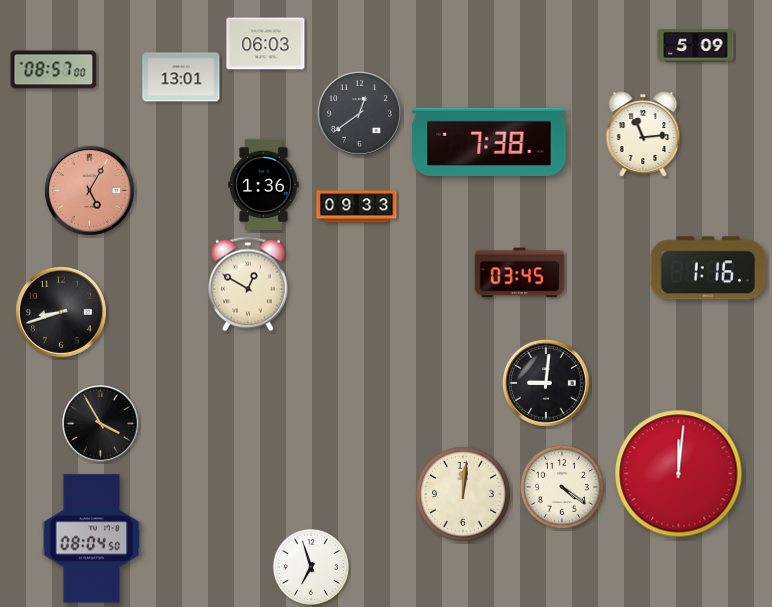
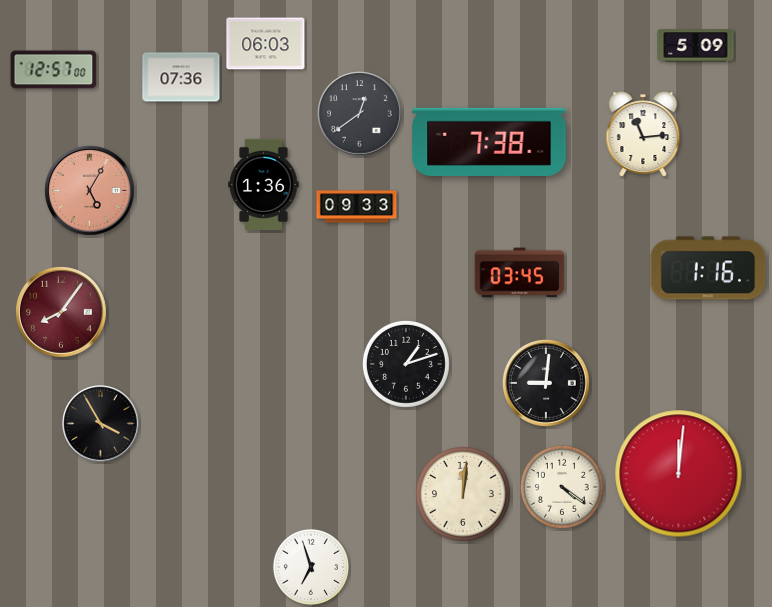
clock at (54, 70): 08:57 -> 12:57
clock at (181, 77): 13:01 -> 07:36
clock at (249, 284): 12:50 -> none
clock at (61, 312): 8:42 -> 8:06
clock at (61, 312) dial: black -> burgundy
clock at (406, 364): none -> 1:12
clock at (92, 539): 08:04 -> none
